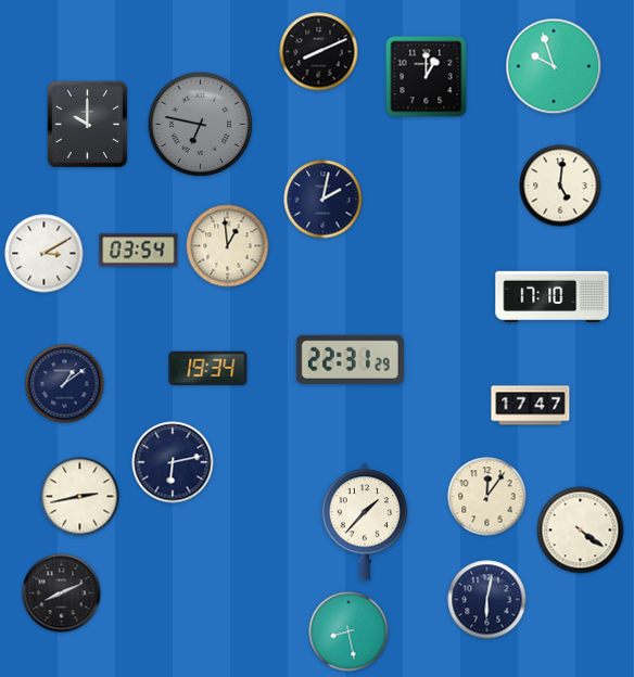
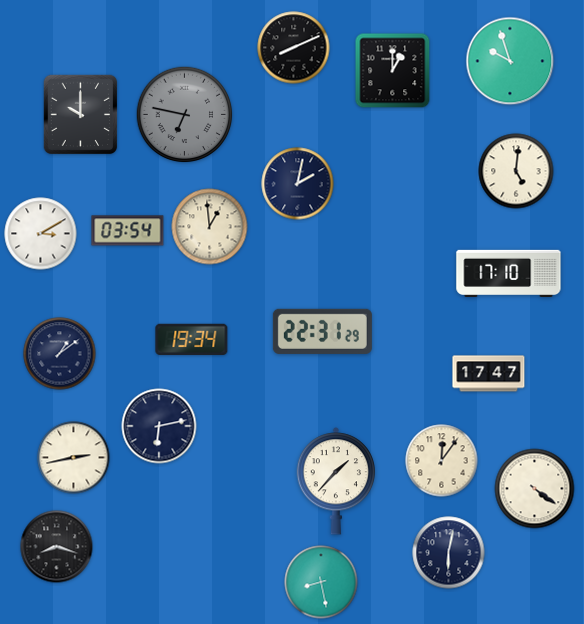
clock at (487, 497) position: (487, 497) -> (442, 461)
clock at (62, 593): 8:11 -> 8:18
